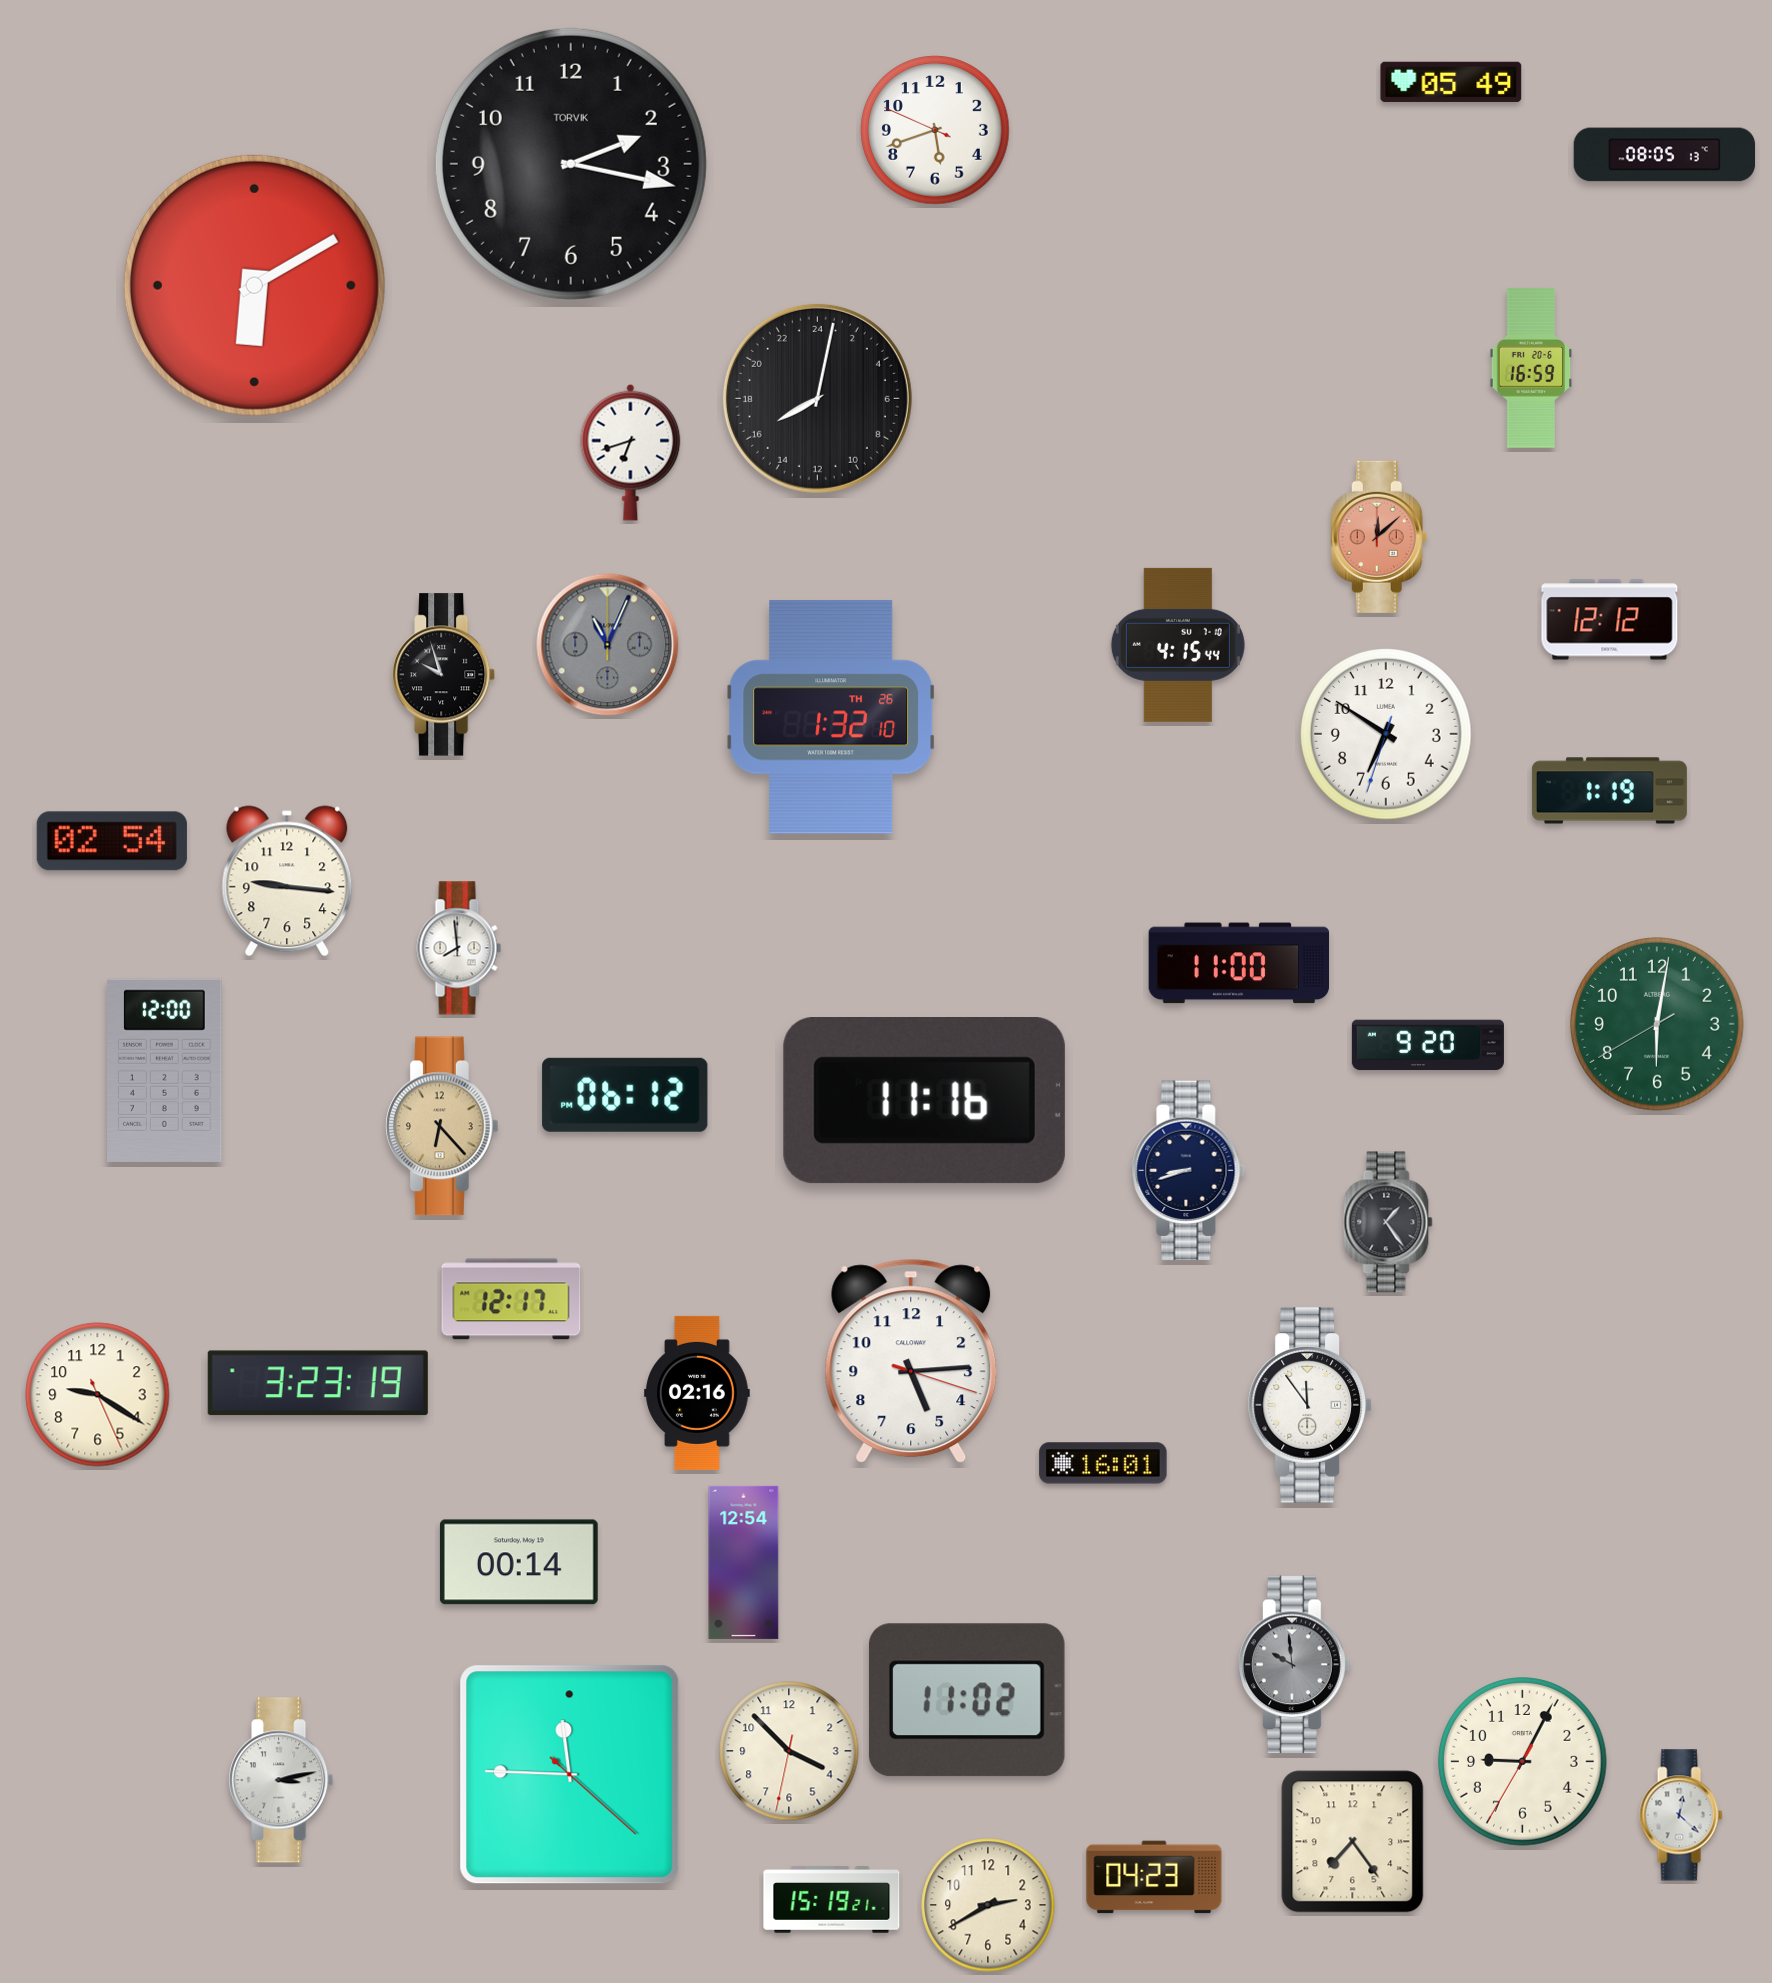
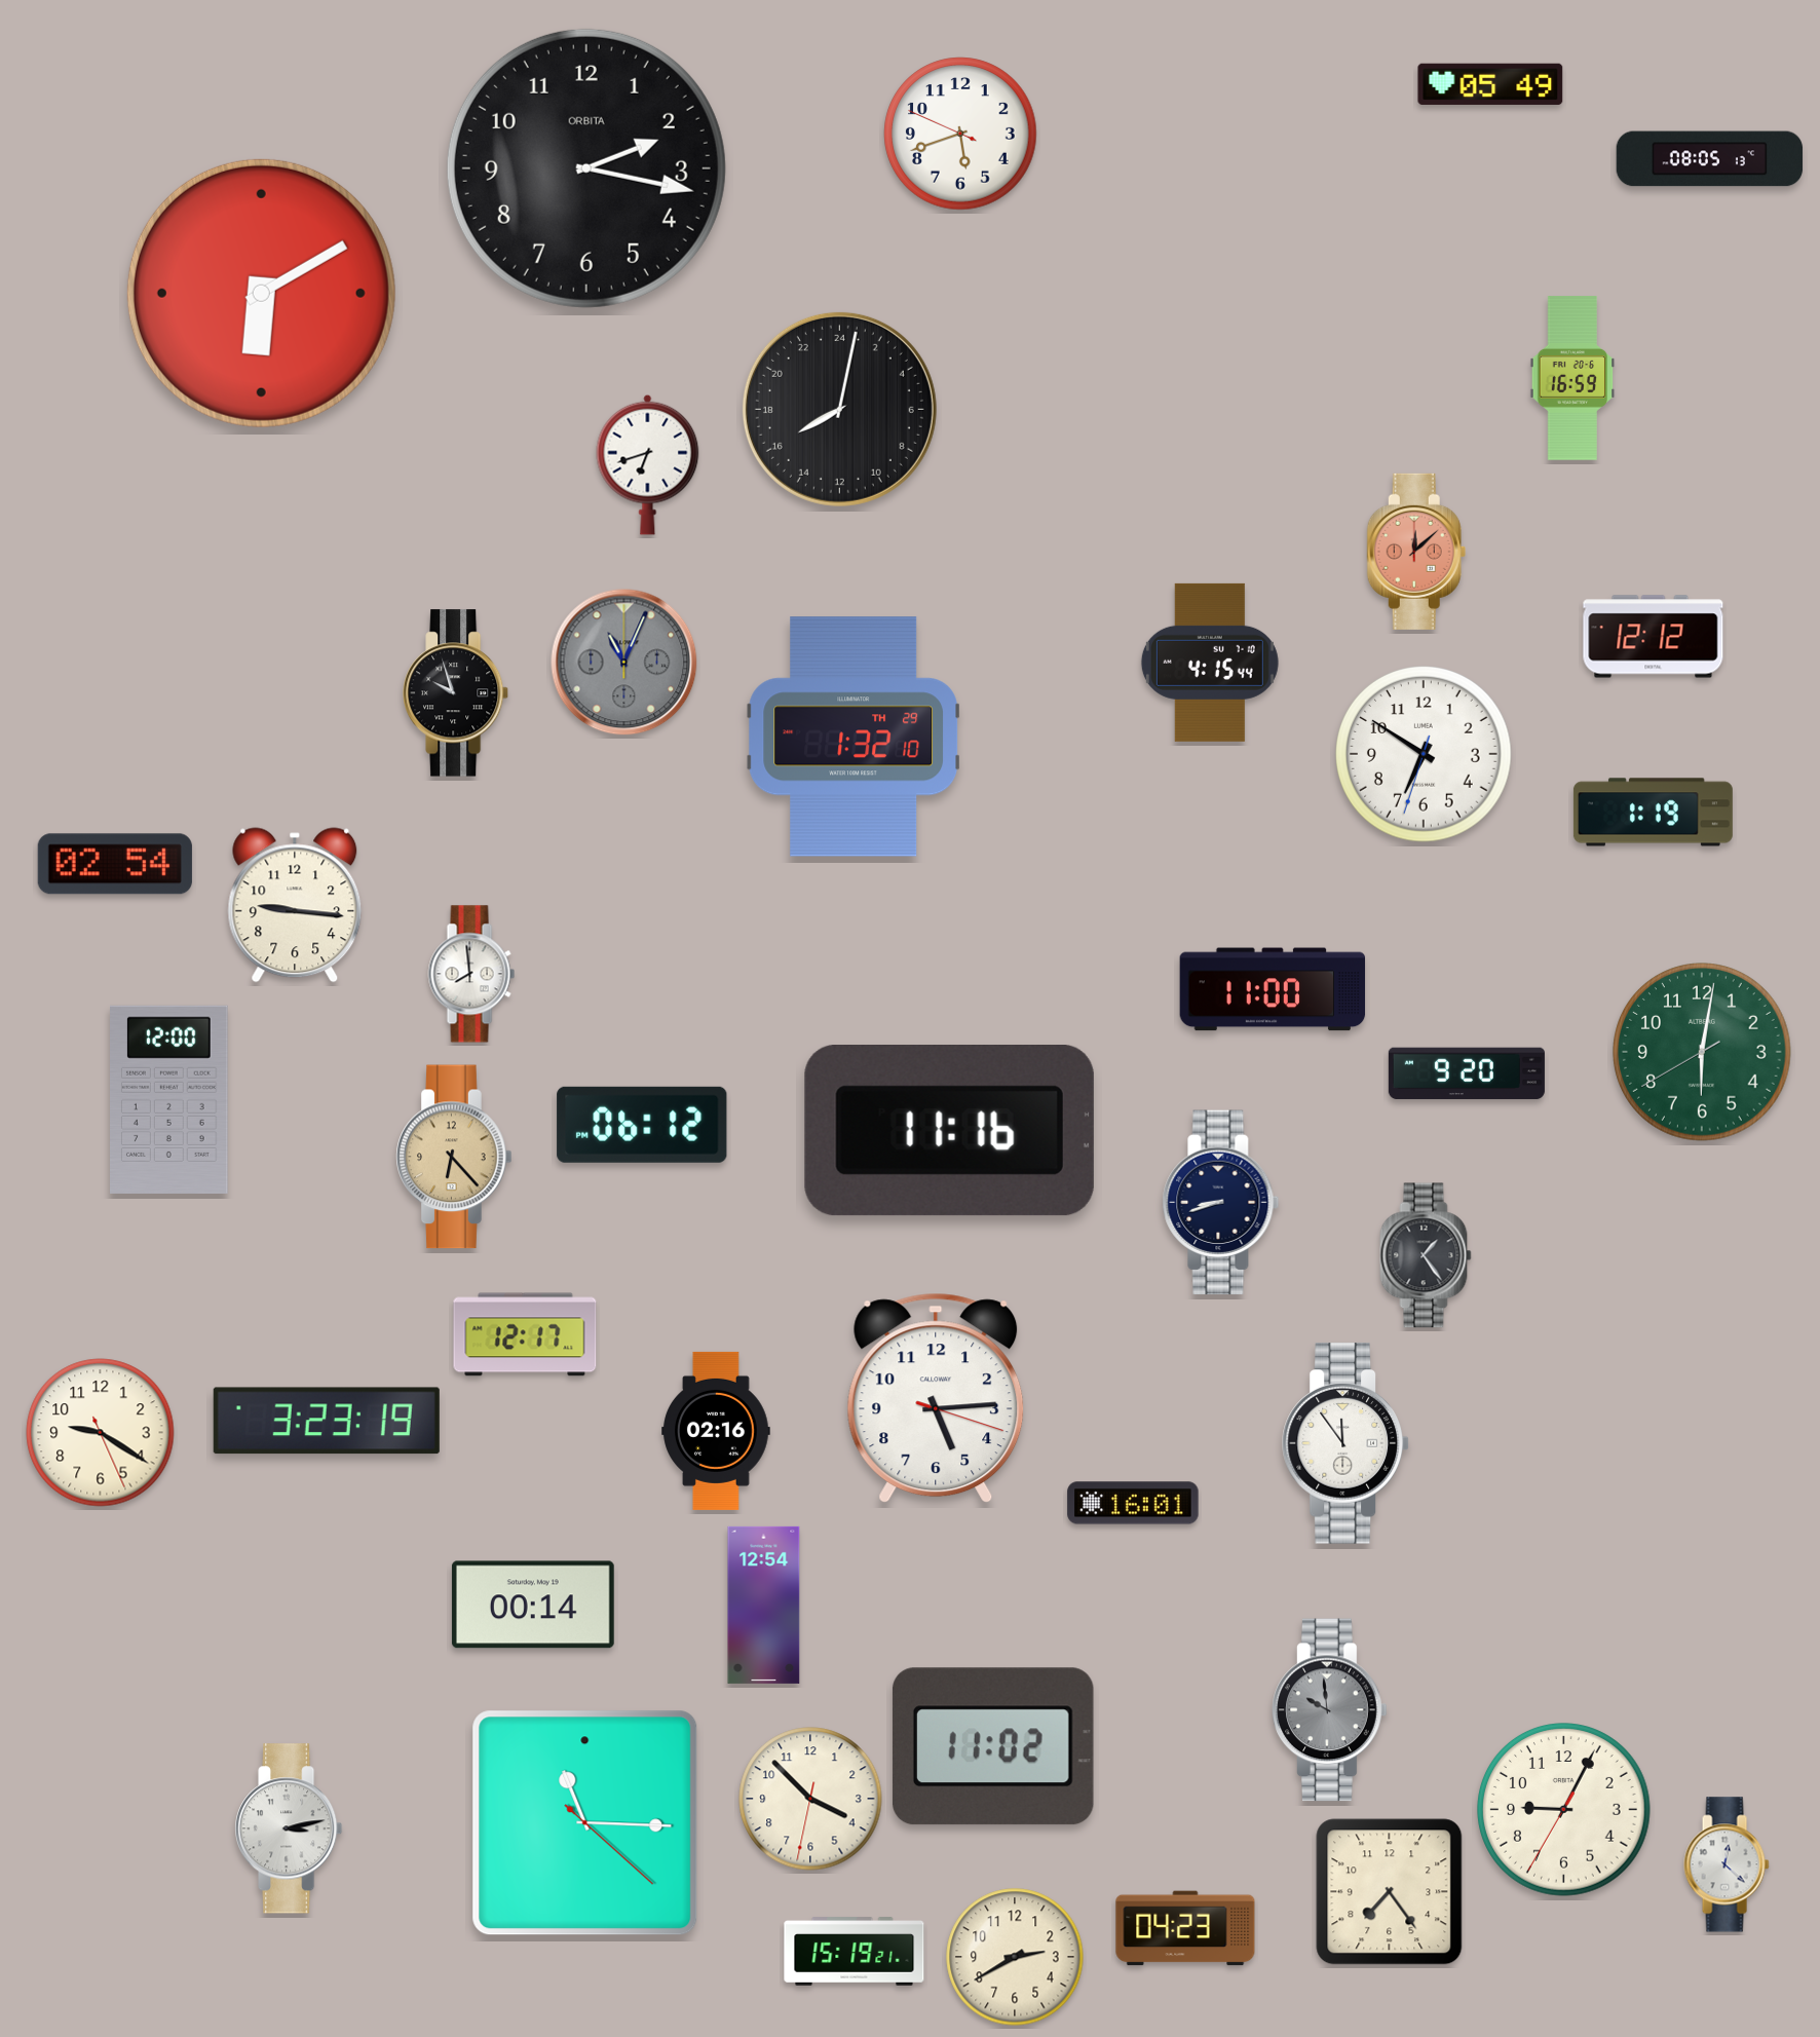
clock at (571, 164) brand: TORVIK -> ORBITA
clock at (830, 717) date: TH 26 -> TH 29
clock at (570, 1775): 11:45 -> 11:15
